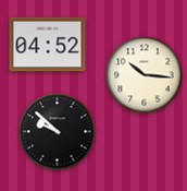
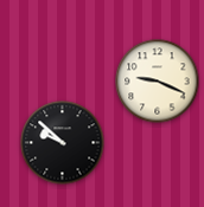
clock at (48, 45): 04:52 -> none
clock at (145, 75): 10:16 -> 9:19
